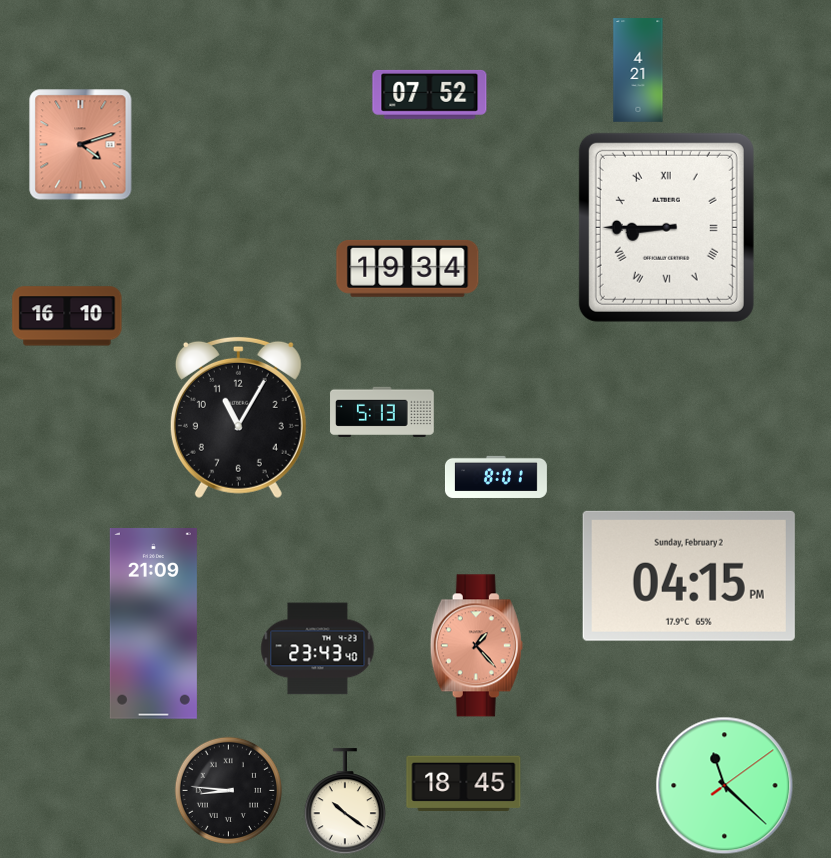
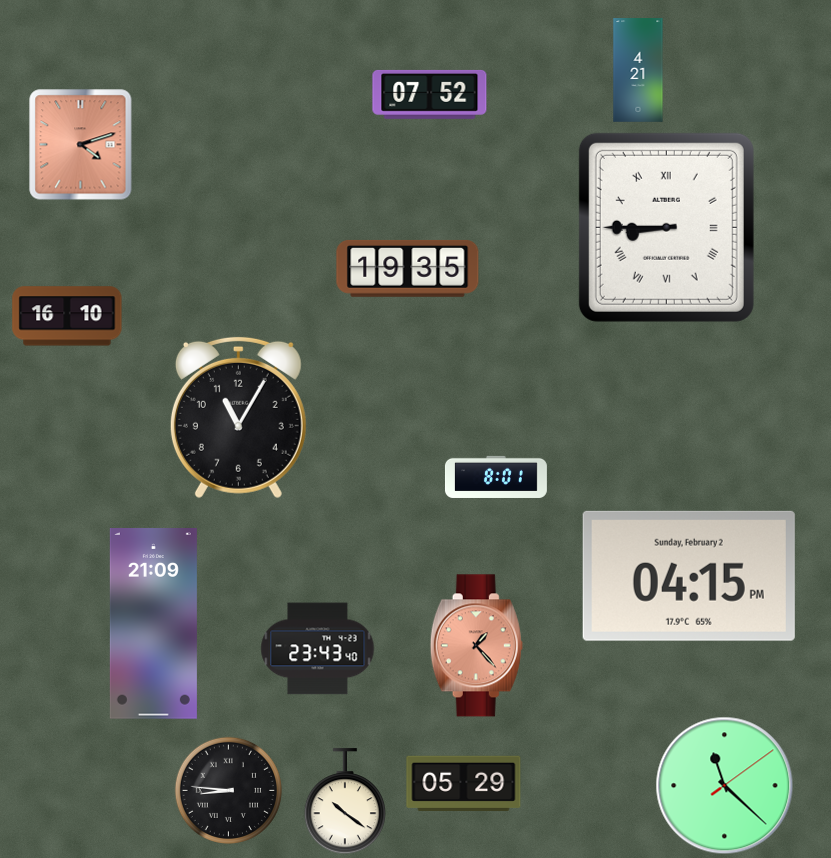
clock at (408, 268): 19:34 -> 19:35
clock at (382, 412): 5:13 -> none
clock at (464, 783): 18:45 -> 05:29
